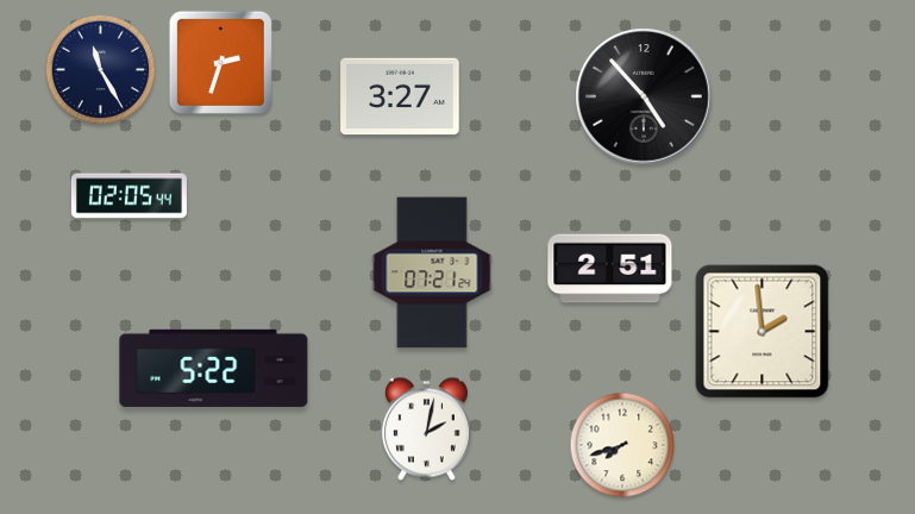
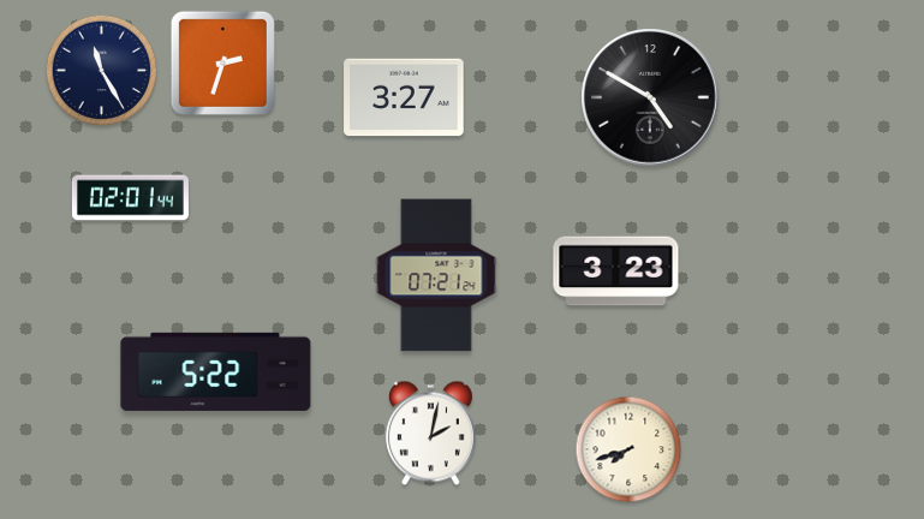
clock at (644, 96): 4:53 -> 4:50
clock at (129, 196): 02:05 -> 02:01
clock at (610, 269): 2:51 -> 3:23
clock at (763, 332): 1:59 -> none
